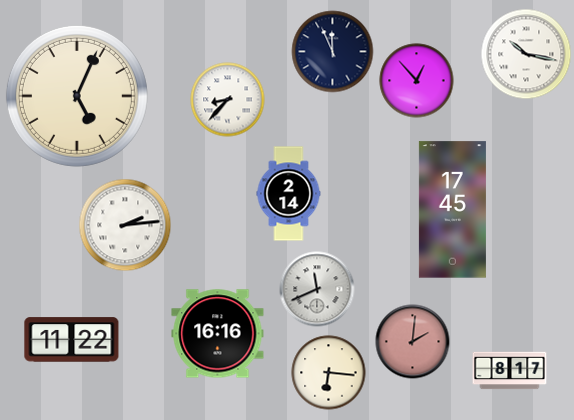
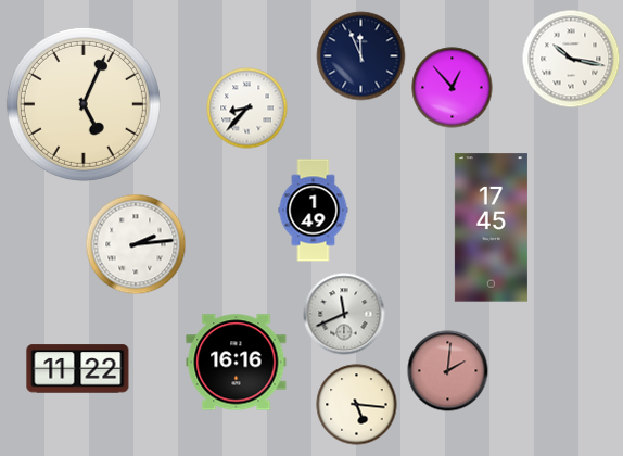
clock at (289, 194): 2:14 -> 1:49
clock at (510, 371): 8:17 -> none
clock at (329, 373): 6:16 -> 5:16
